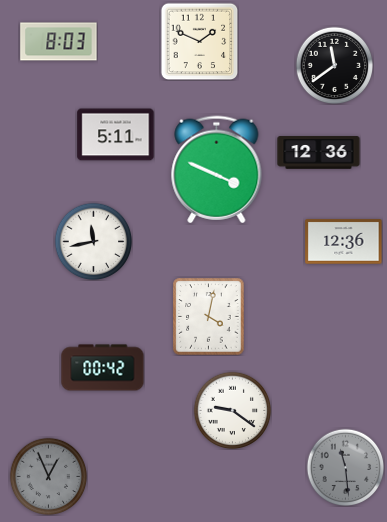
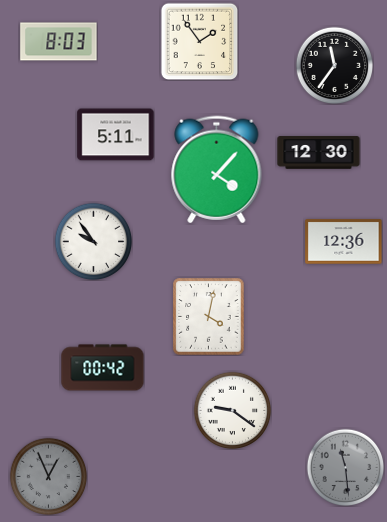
clock at (199, 41): 1:49 -> 1:54
clock at (334, 65): 11:39 -> 11:36
clock at (319, 153): 12:36 -> 12:30
clock at (217, 170): 3:49 -> 4:07
clock at (93, 241): 11:43 -> 9:54
